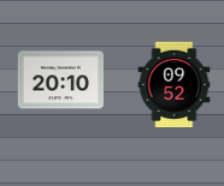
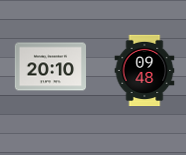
clock at (175, 84): 09:52 -> 09:48
